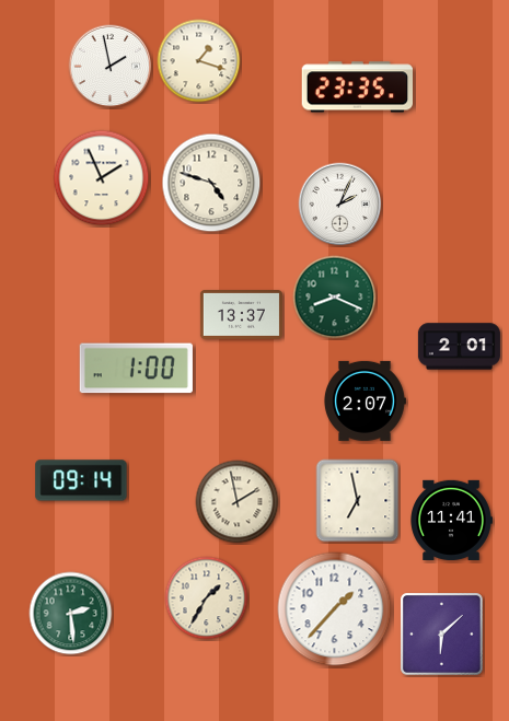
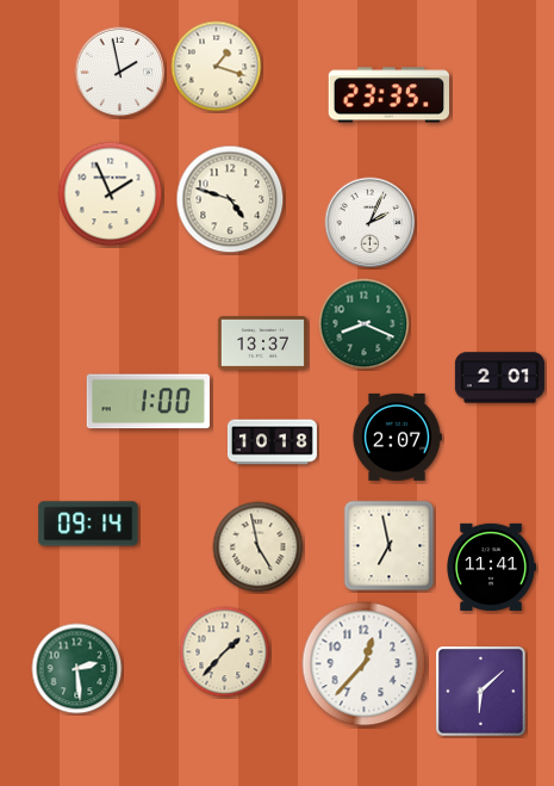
clock at (272, 442): none -> 10:18
clock at (238, 502): 1:58 -> 4:58
clock at (207, 598): 1:35 -> 1:37
clock at (335, 609): 1:37 -> 12:37
